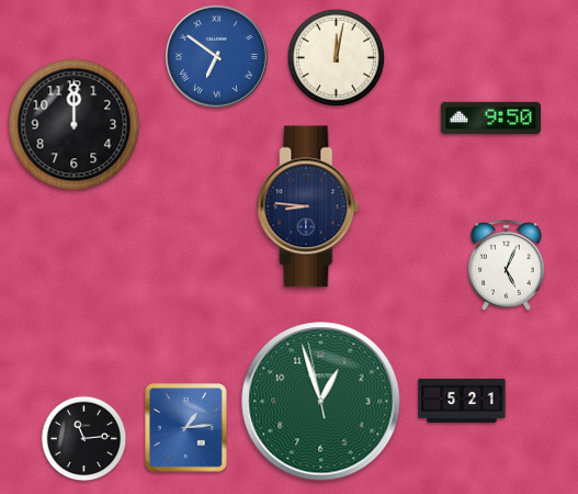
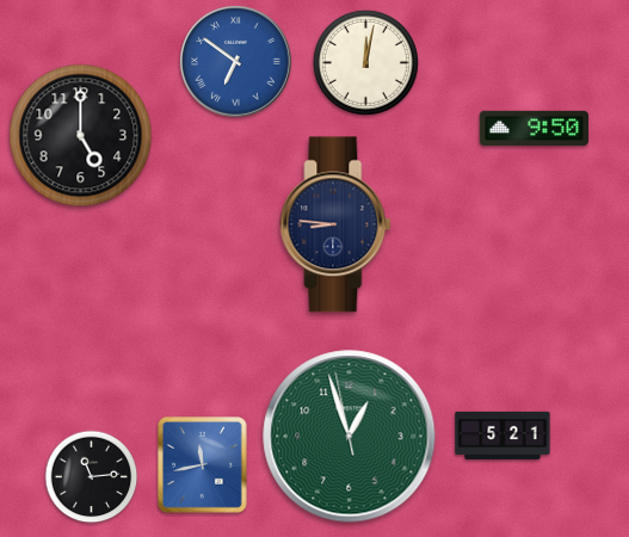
clock at (75, 125): 12:00 -> 5:00
clock at (507, 266): 5:04 -> none
clock at (186, 428): 1:14 -> 11:43
